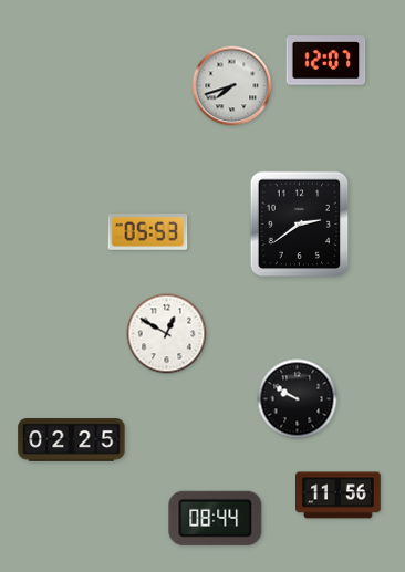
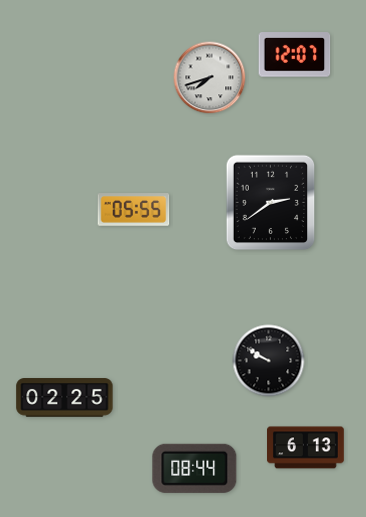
clock at (148, 232): 05:53 -> 05:55
clock at (167, 334): 12:50 -> none
clock at (339, 496): 11:56 -> 6:13
